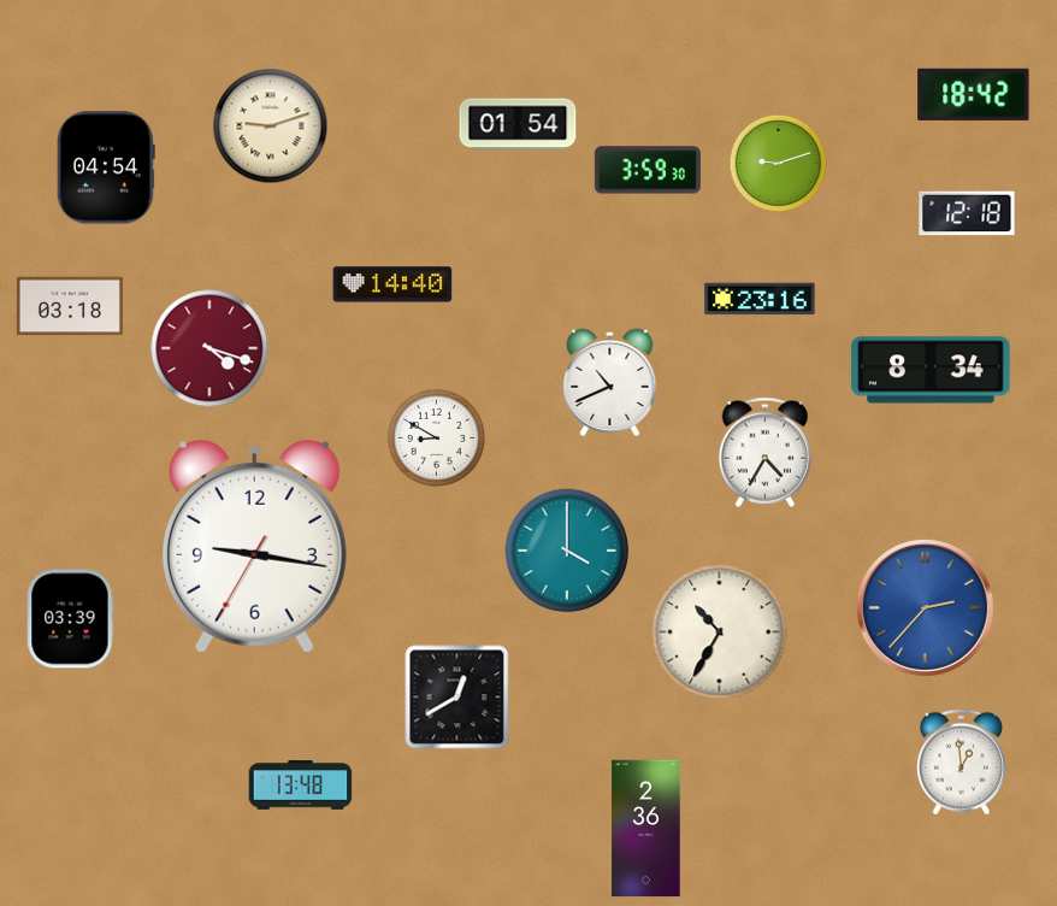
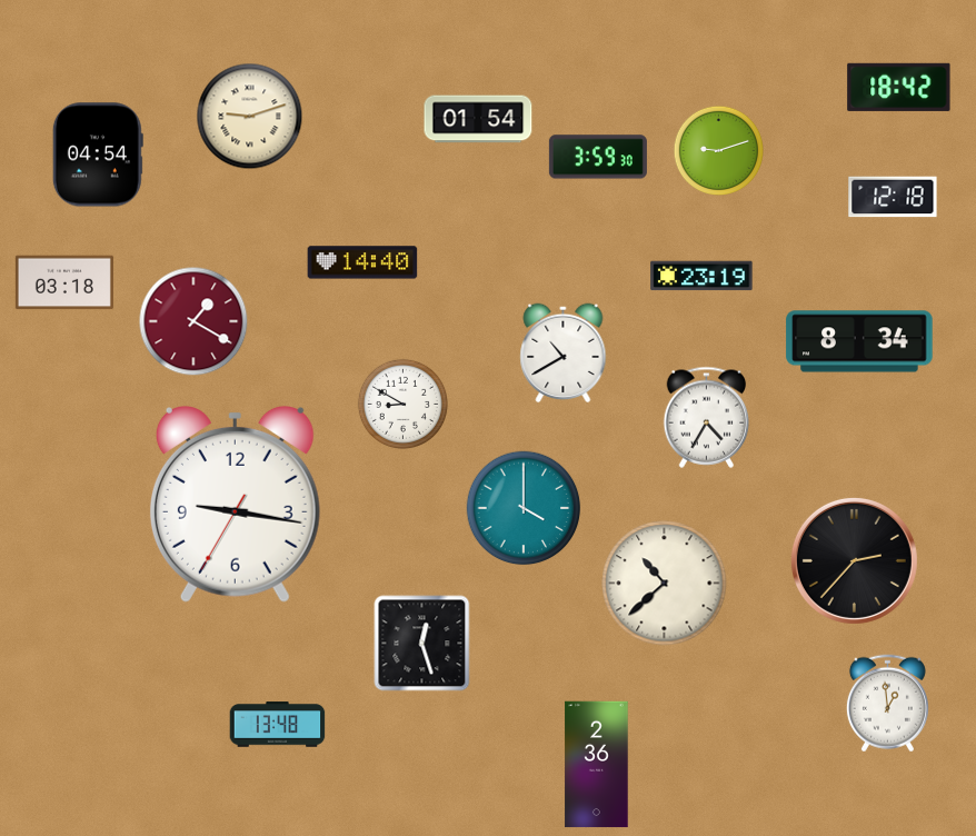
clock at (518, 124) position: (518, 124) -> (478, 119)
clock at (760, 299): 23:16 -> 23:19
clock at (209, 348): 4:18 -> 1:20
clock at (610, 383): 10:41 -> 10:40
clock at (925, 607) dial: blue -> black
clock at (71, 619): 03:39 -> none
clock at (720, 633): 10:35 -> 10:38
clock at (457, 698): 12:40 -> 12:27
